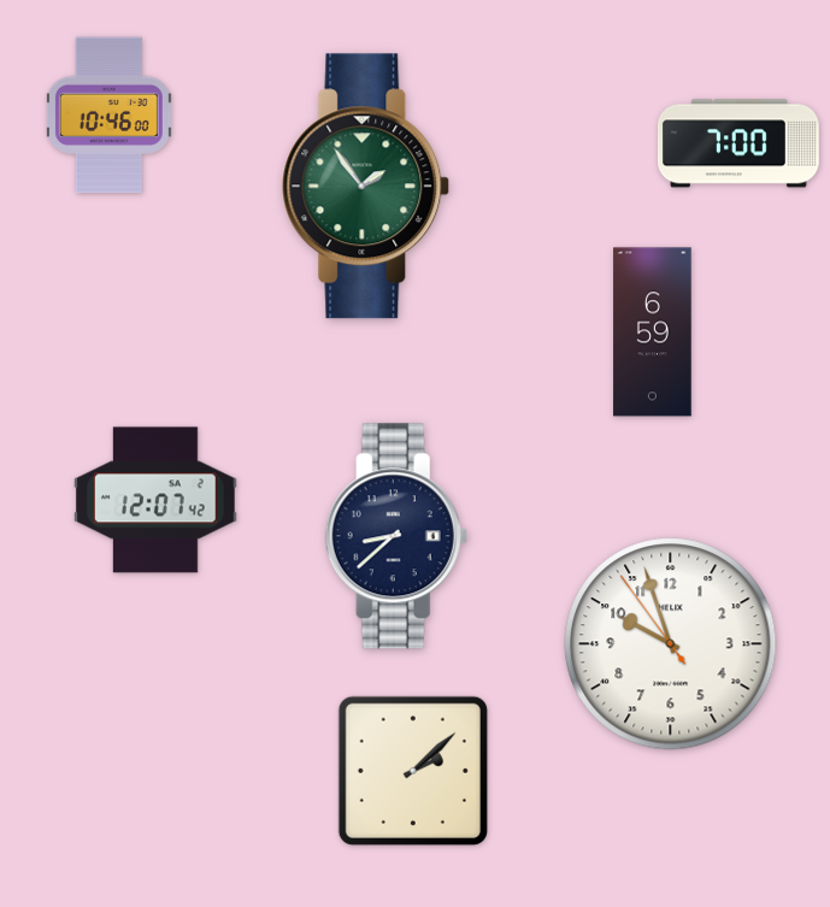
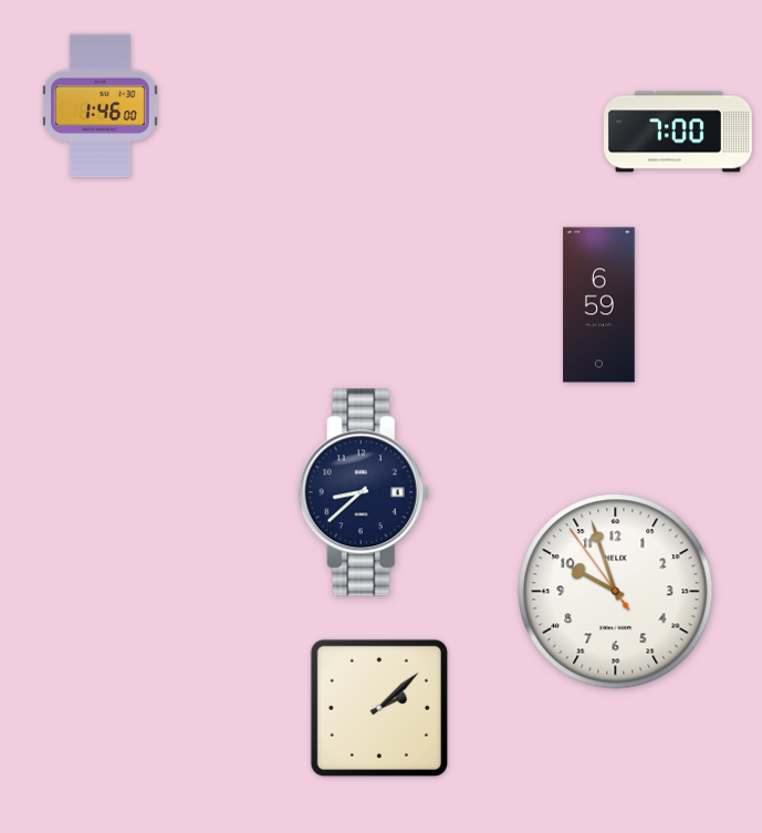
clock at (108, 116): 10:46 -> 1:46
clock at (366, 187): 1:54 -> none
clock at (155, 500): 12:07 -> none
